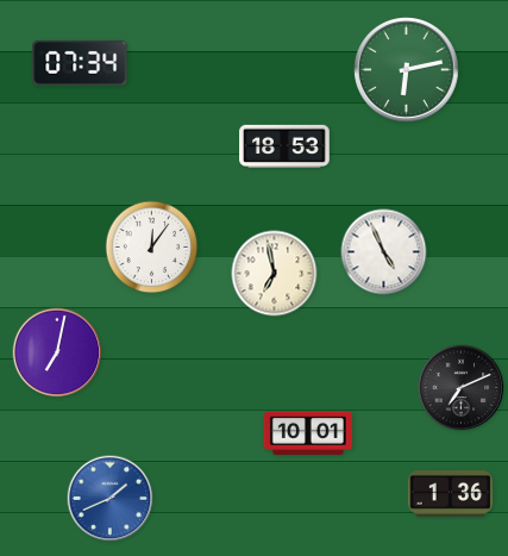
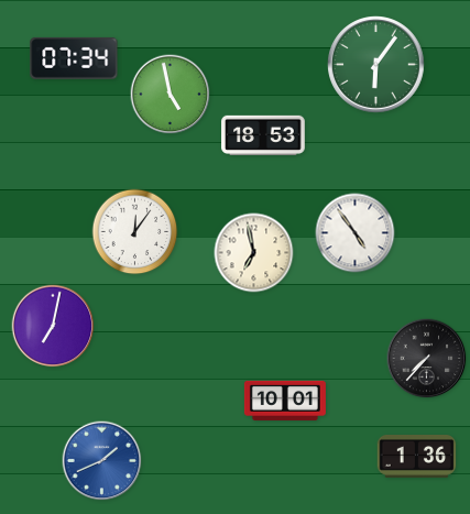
clock at (407, 70): 6:13 -> 6:06
clock at (171, 95): none -> 4:58
clock at (152, 248) position: (152, 248) -> (135, 232)
clock at (384, 252): 4:56 -> 4:54
clock at (462, 388): 7:11 -> 7:37
